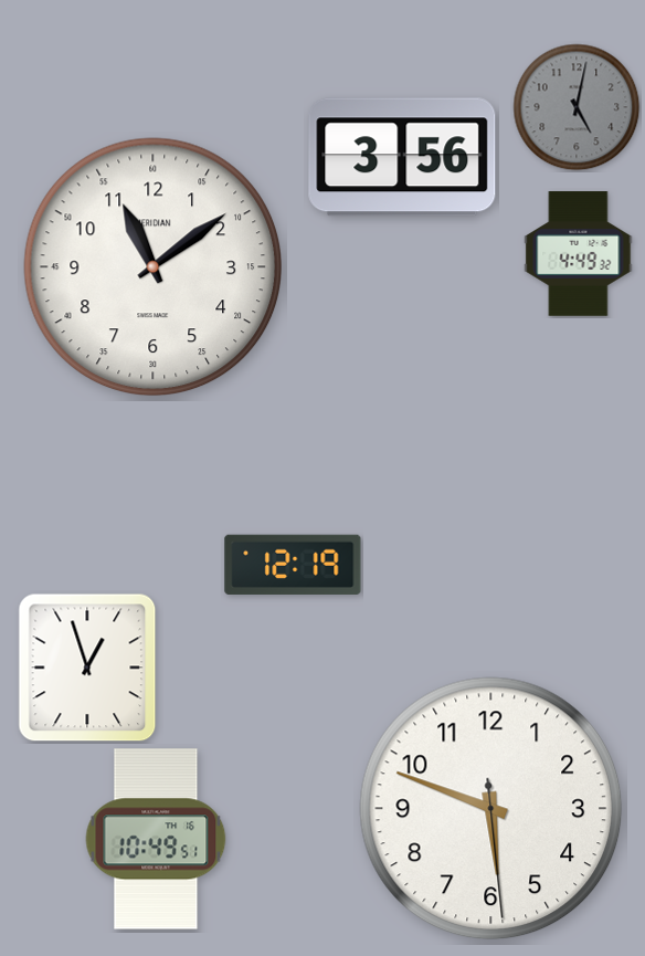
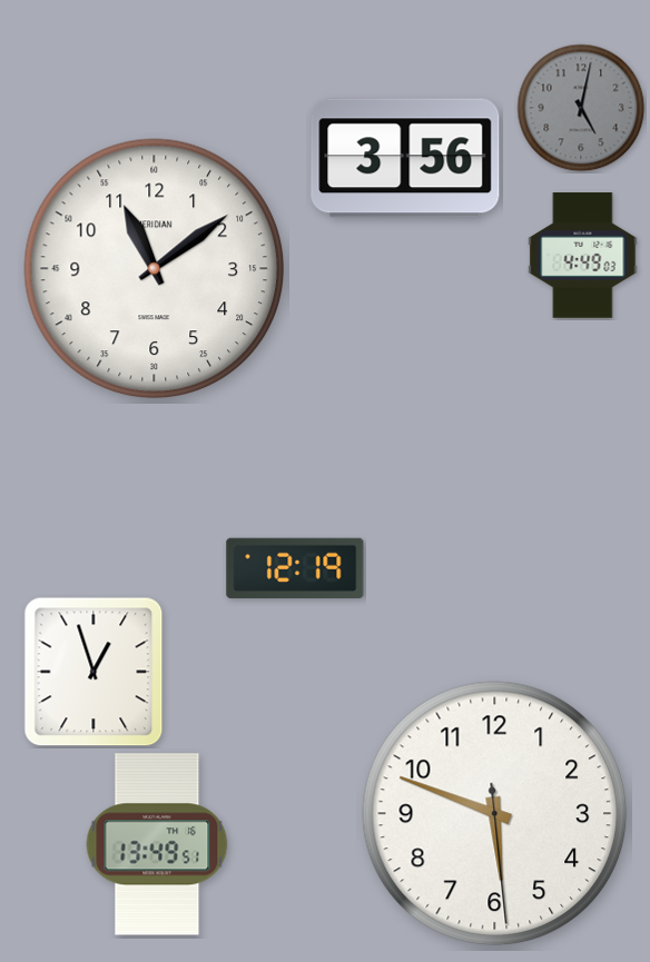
clock at (579, 254): 4:49:32 -> 4:49:03
clock at (87, 668) position: (87, 668) -> (93, 672)
clock at (156, 839): 10:49 -> 13:49
